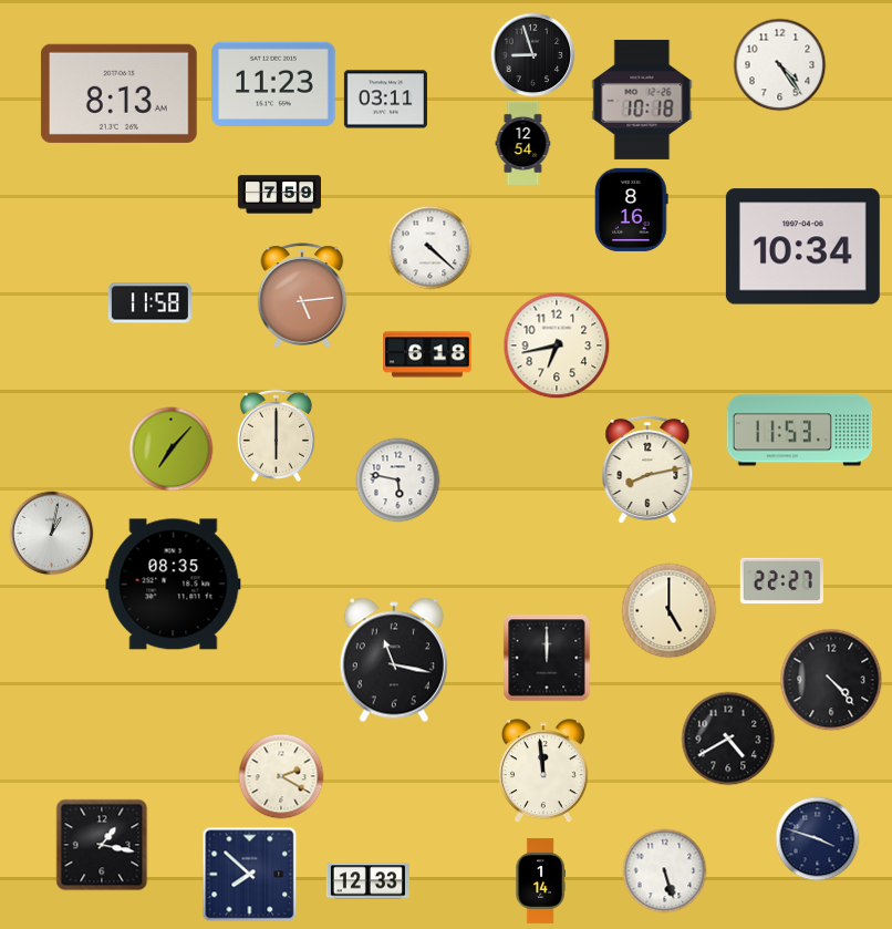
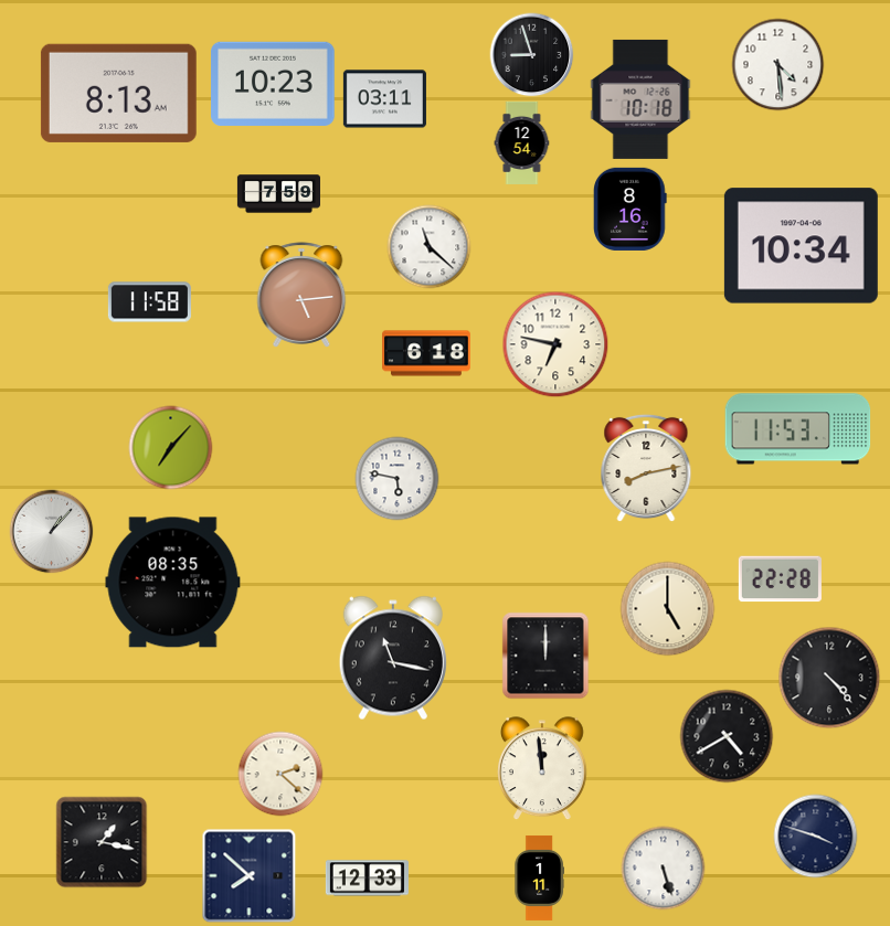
clock at (780, 65): 4:24 -> 4:29
clock at (273, 84): 11:23 -> 10:23
clock at (431, 248): 4:22 -> 11:22
clock at (557, 345): 6:43 -> 6:47
clock at (276, 435): 6:00 -> none
clock at (52, 534): 1:02 -> 1:07
clock at (781, 581): 22:27 -> 22:28
clock at (281, 776): 2:20 -> 2:22
clock at (250, 875) position: (250, 875) -> (250, 876)
clock at (540, 880): 1:14 -> 1:11
